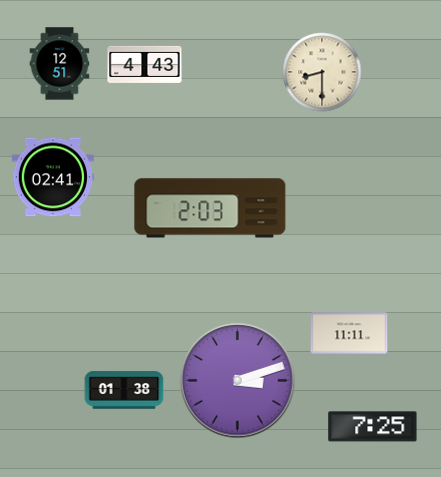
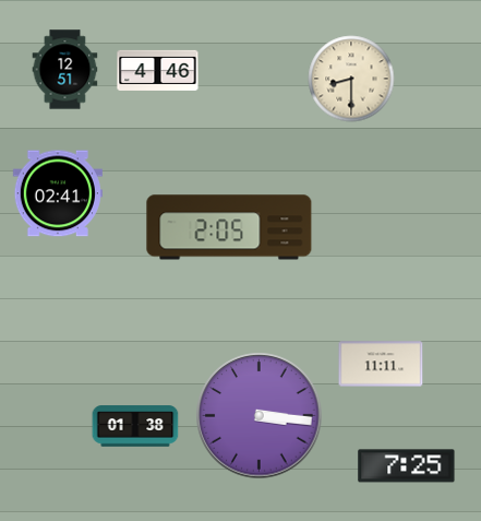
clock at (145, 64): 4:43 -> 4:46
clock at (210, 208): 2:03 -> 2:05
clock at (238, 381): 3:12 -> 3:16
